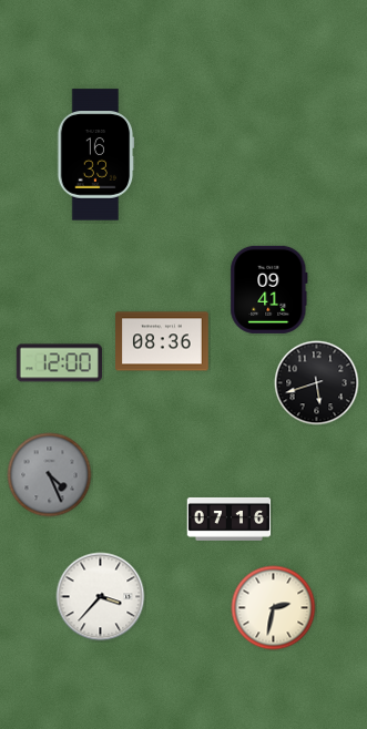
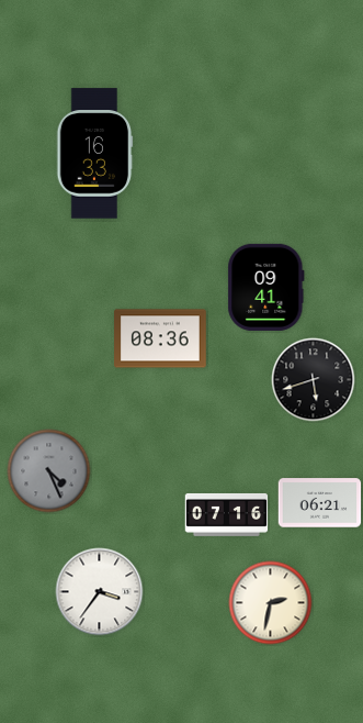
clock at (59, 363): 12:00 -> none
clock at (320, 503): none -> 06:21
clock at (101, 597): 3:37 -> 3:36
